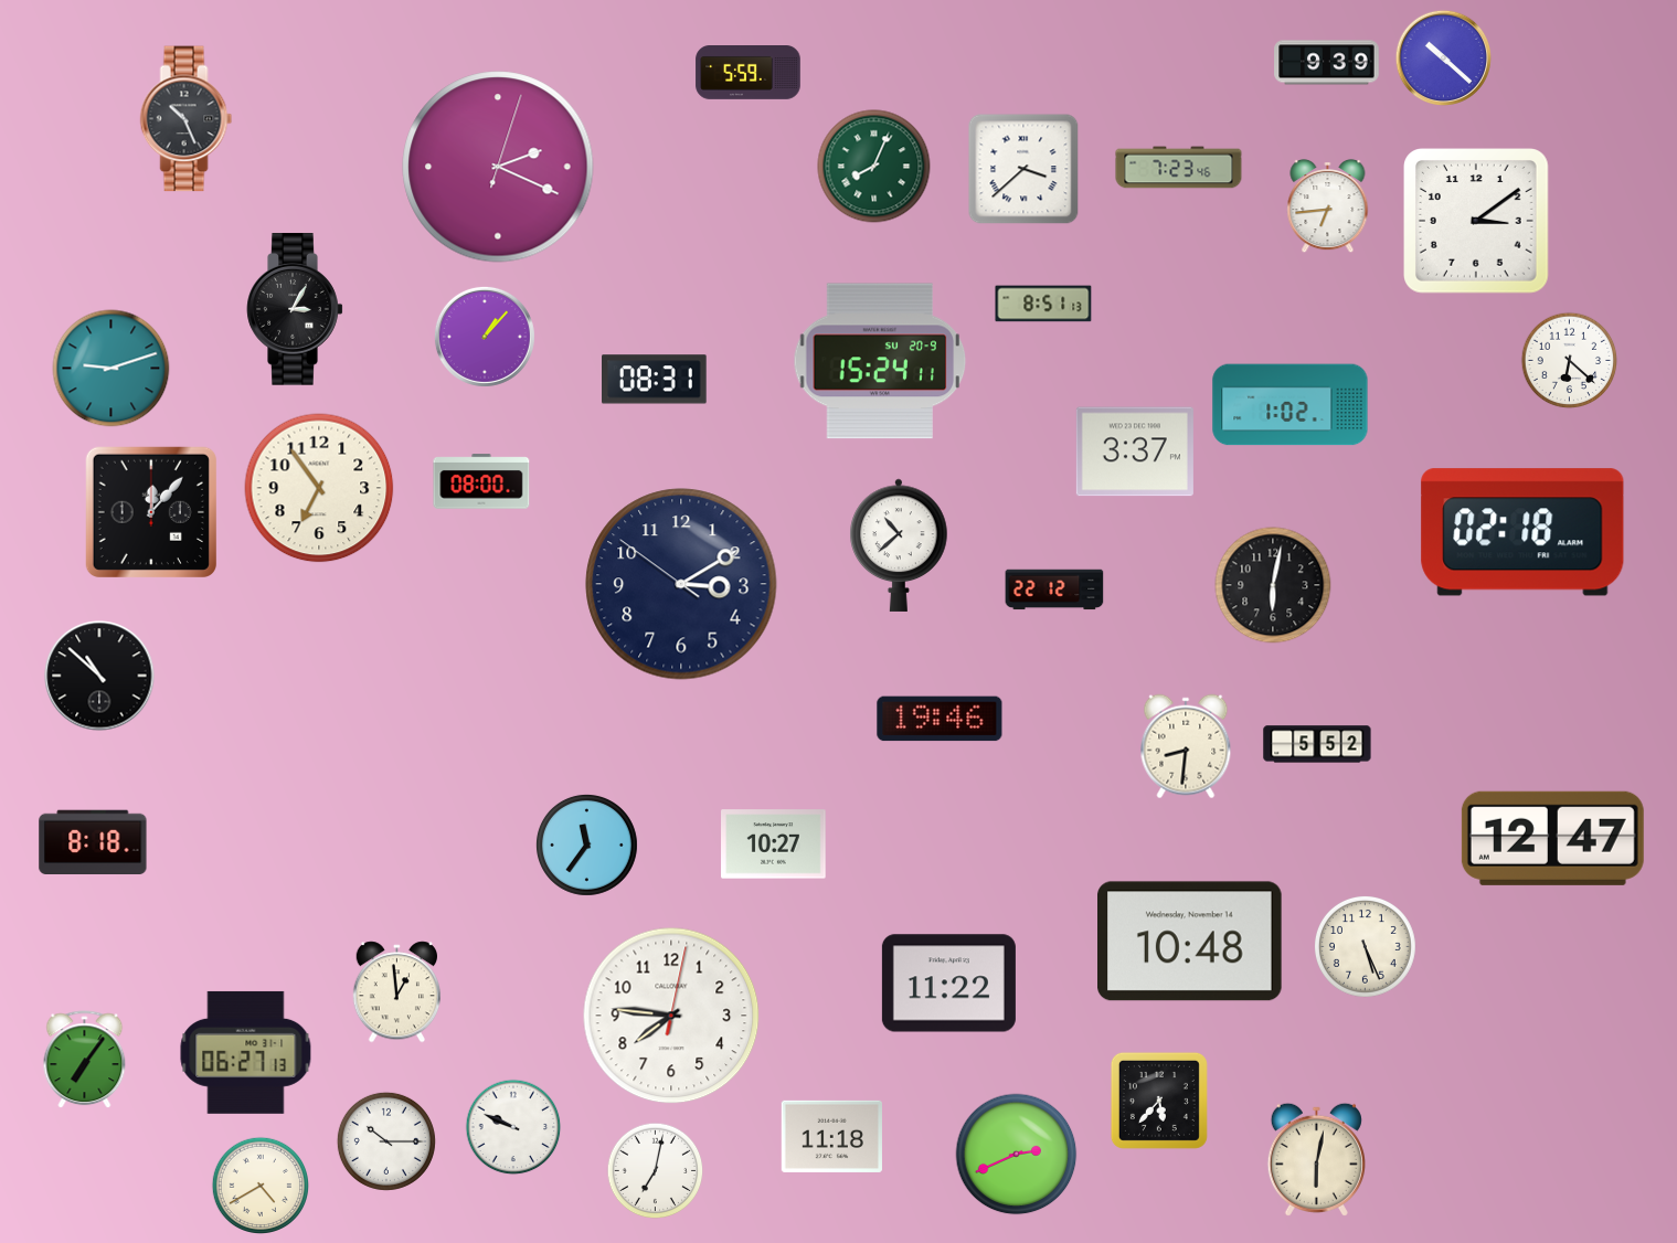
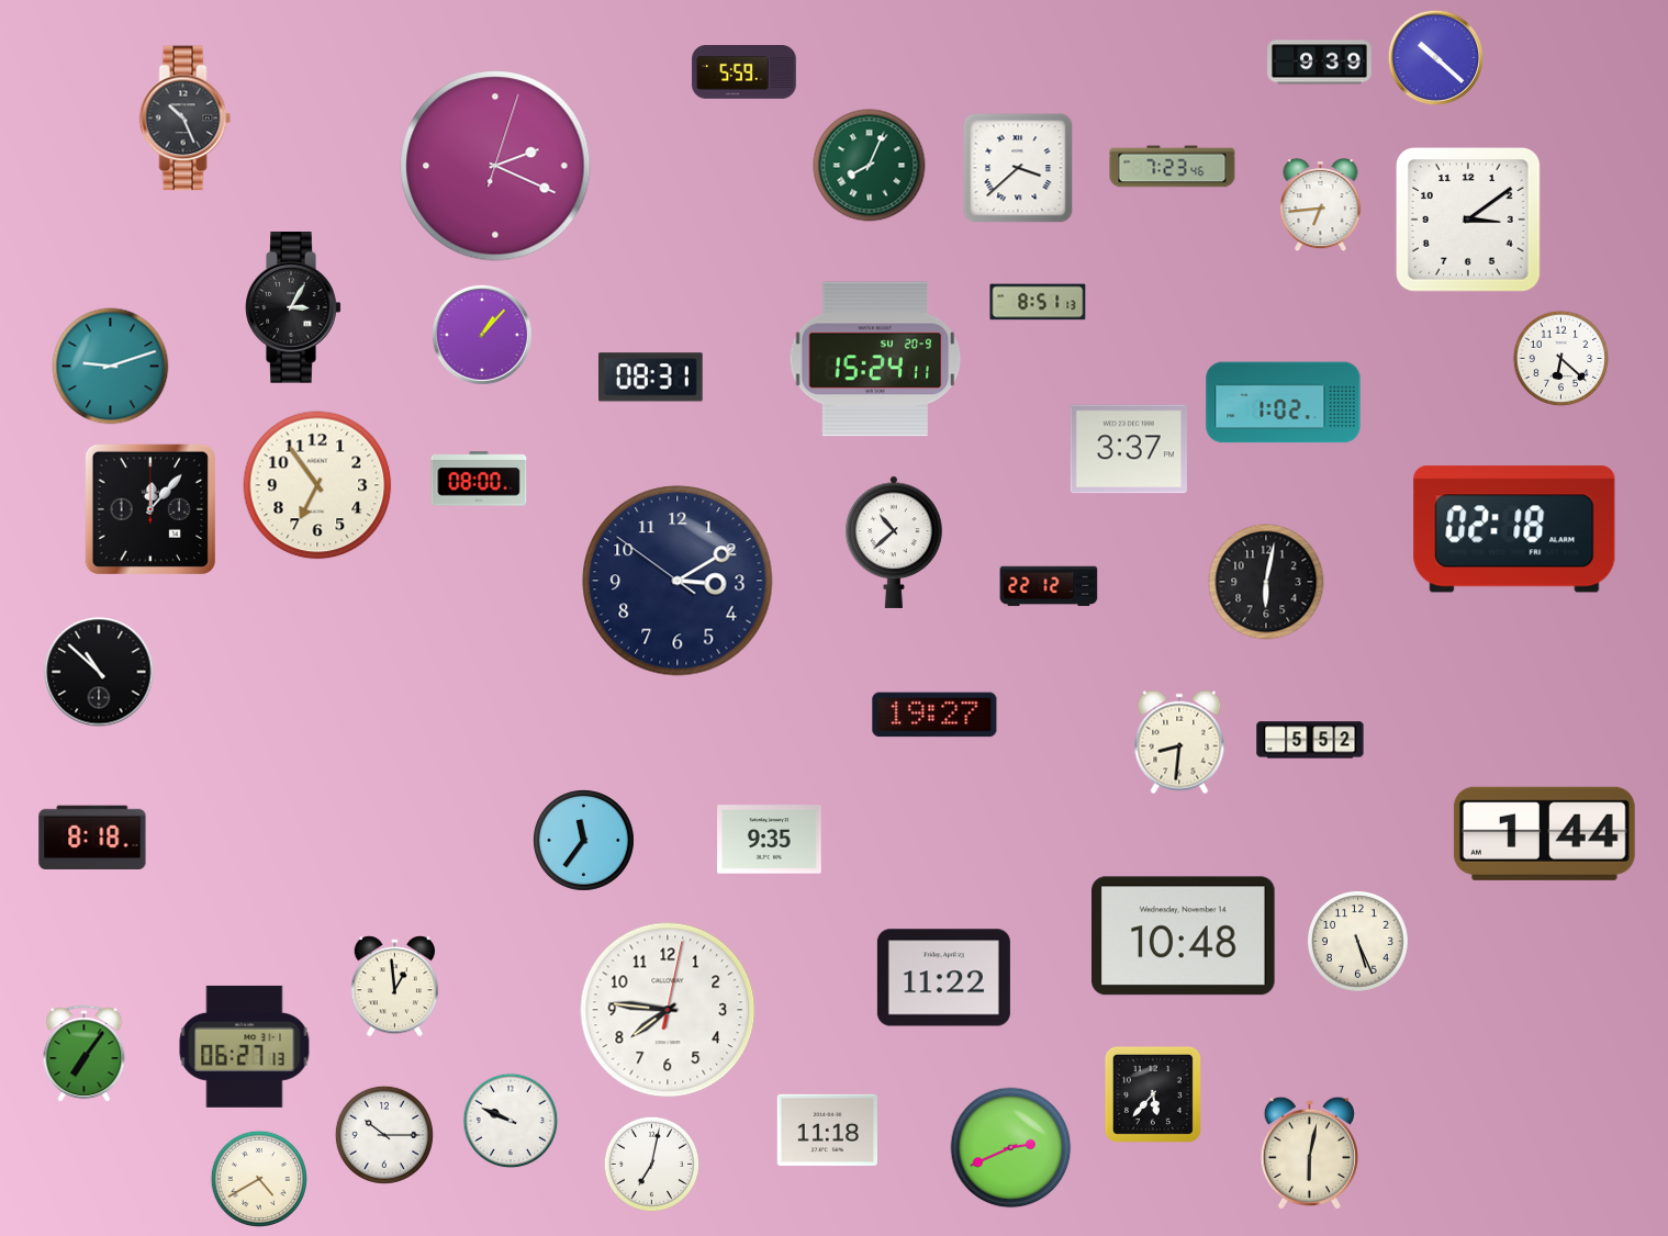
clock at (940, 719): 19:46 -> 19:27
clock at (1552, 838): 12:47 -> 1:44
clock at (774, 844): 10:27 -> 9:35
